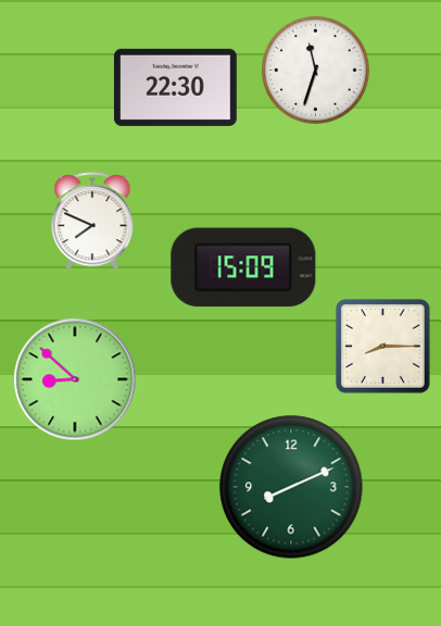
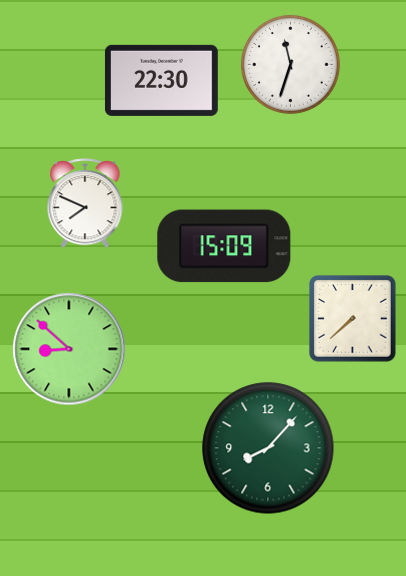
clock at (383, 347): 8:15 -> 7:38
clock at (291, 487): 8:11 -> 8:07
